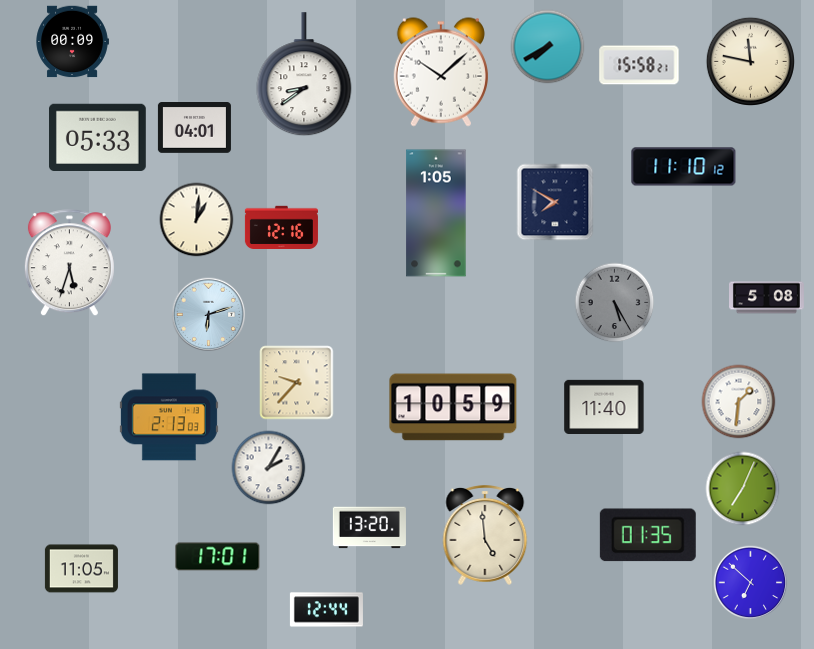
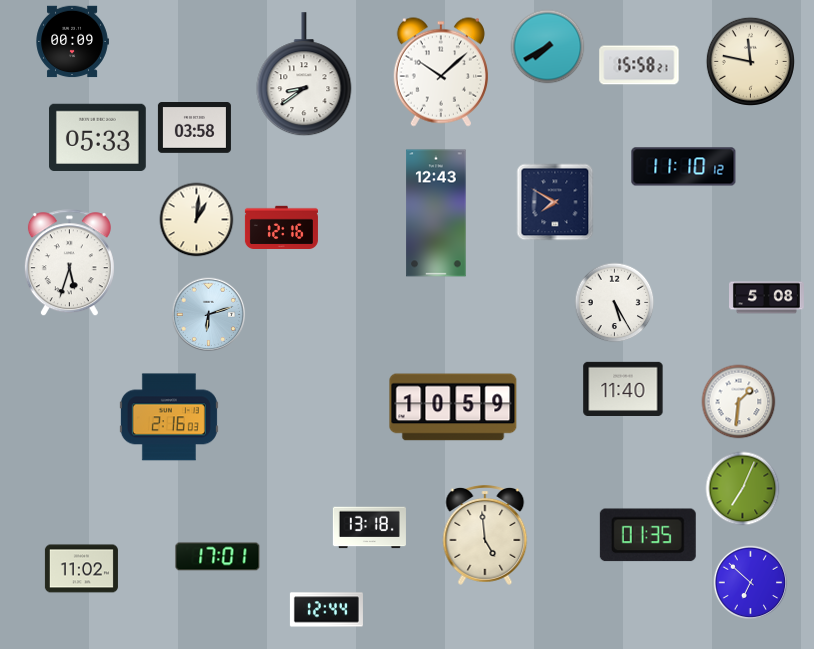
clock at (194, 128): 04:01 -> 03:58
clock at (436, 213): 1:05 -> 12:43
clock at (615, 303) dial: grey -> white
clock at (297, 383): 9:37 -> none
clock at (604, 406) position: (604, 406) -> (623, 388)
clock at (169, 417): 2:13 -> 2:16
clock at (269, 468): 2:05 -> none
clock at (369, 528): 13:20 -> 13:18
clock at (81, 569): 11:05 -> 11:02
